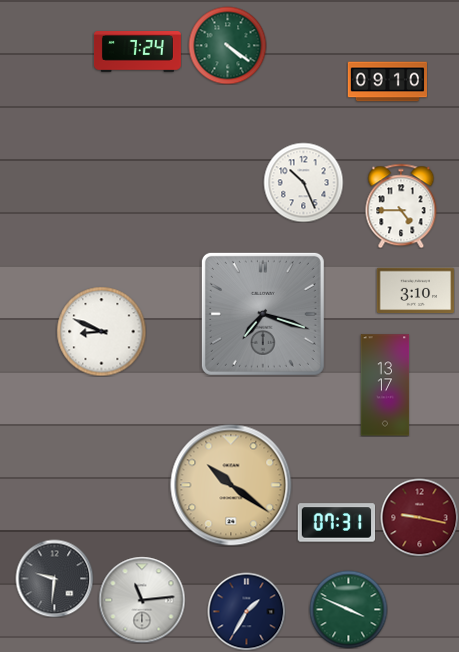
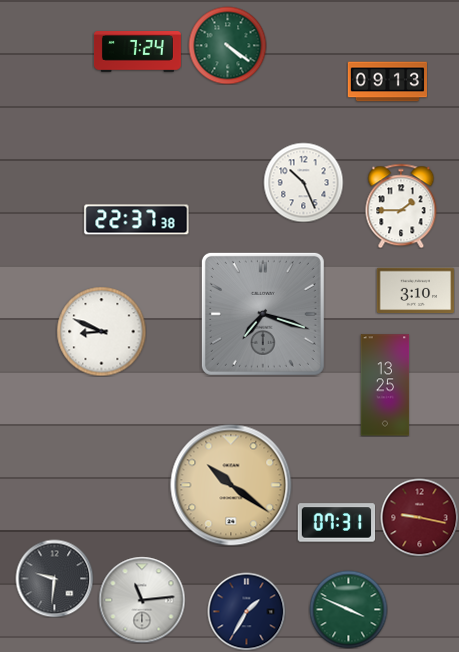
clock at (387, 82): 09:10 -> 09:13
clock at (401, 206): 4:45 -> 1:45
clock at (137, 220): none -> 22:37
clock at (385, 385): 13:17 -> 13:25
